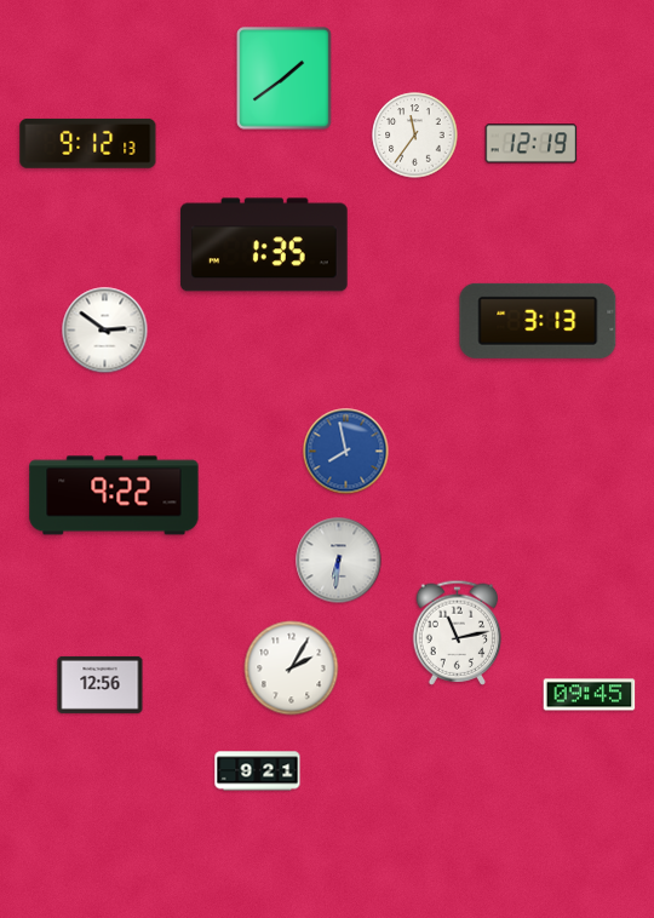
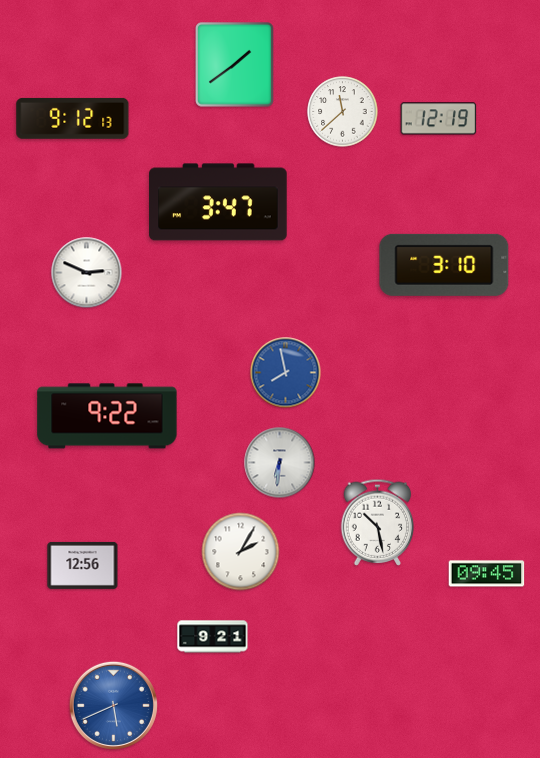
clock at (415, 136): 11:36 -> 11:38
clock at (264, 245): 1:35 -> 3:47
clock at (538, 321): 3:13 -> 3:10
clock at (105, 331): 2:51 -> 2:49
clock at (114, 495) position: (114, 495) -> (107, 416)
clock at (458, 632): 11:13 -> 10:28
clock at (113, 705): none -> 5:41
